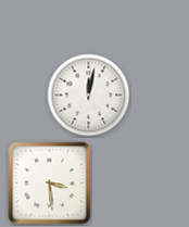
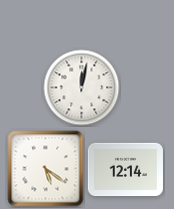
clock at (50, 184): 3:29 -> 5:21
clock at (125, 170): none -> 12:14
